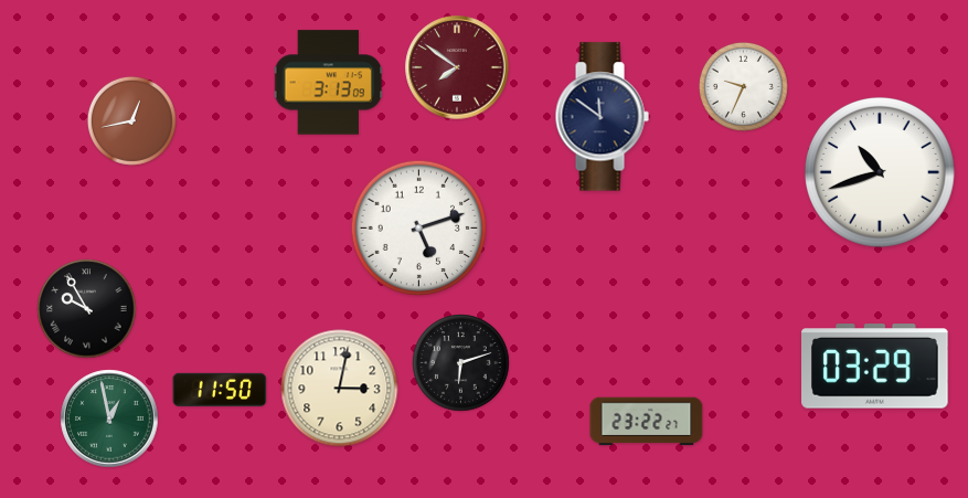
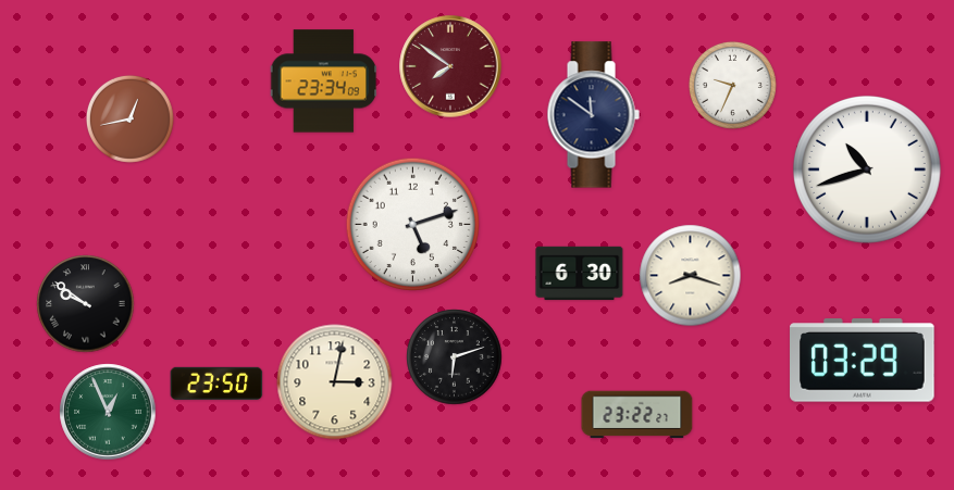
clock at (329, 83): 3:13 -> 23:34
clock at (580, 274): none -> 6:30
clock at (691, 276): none -> 8:18
clock at (87, 309): 9:55 -> 9:51
clock at (220, 390): 11:50 -> 23:50
clock at (109, 418): 12:58 -> 12:56
